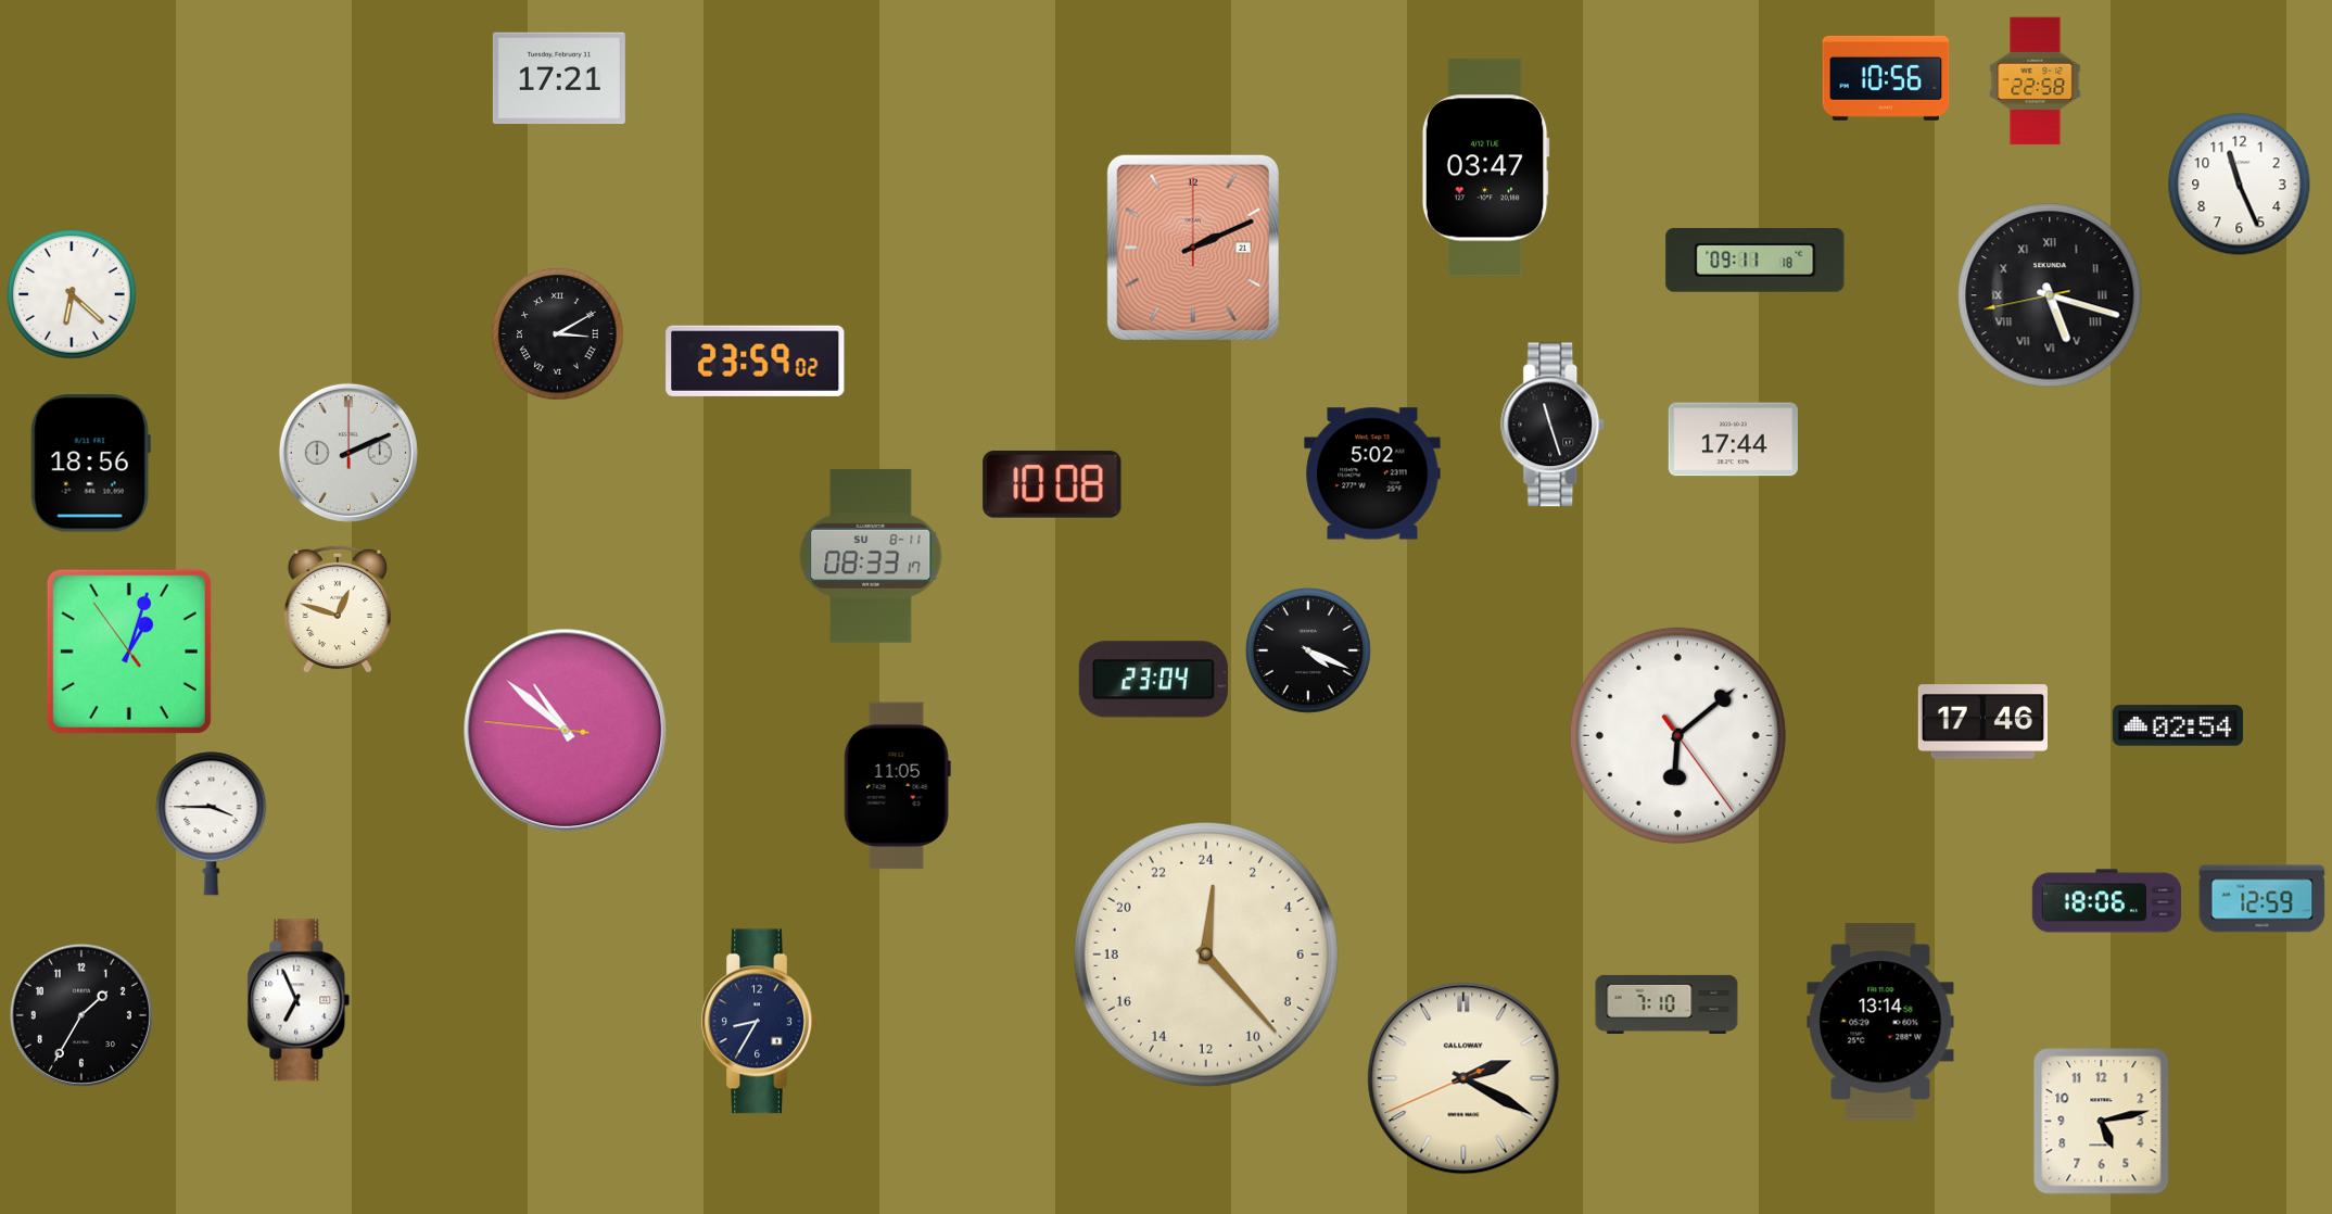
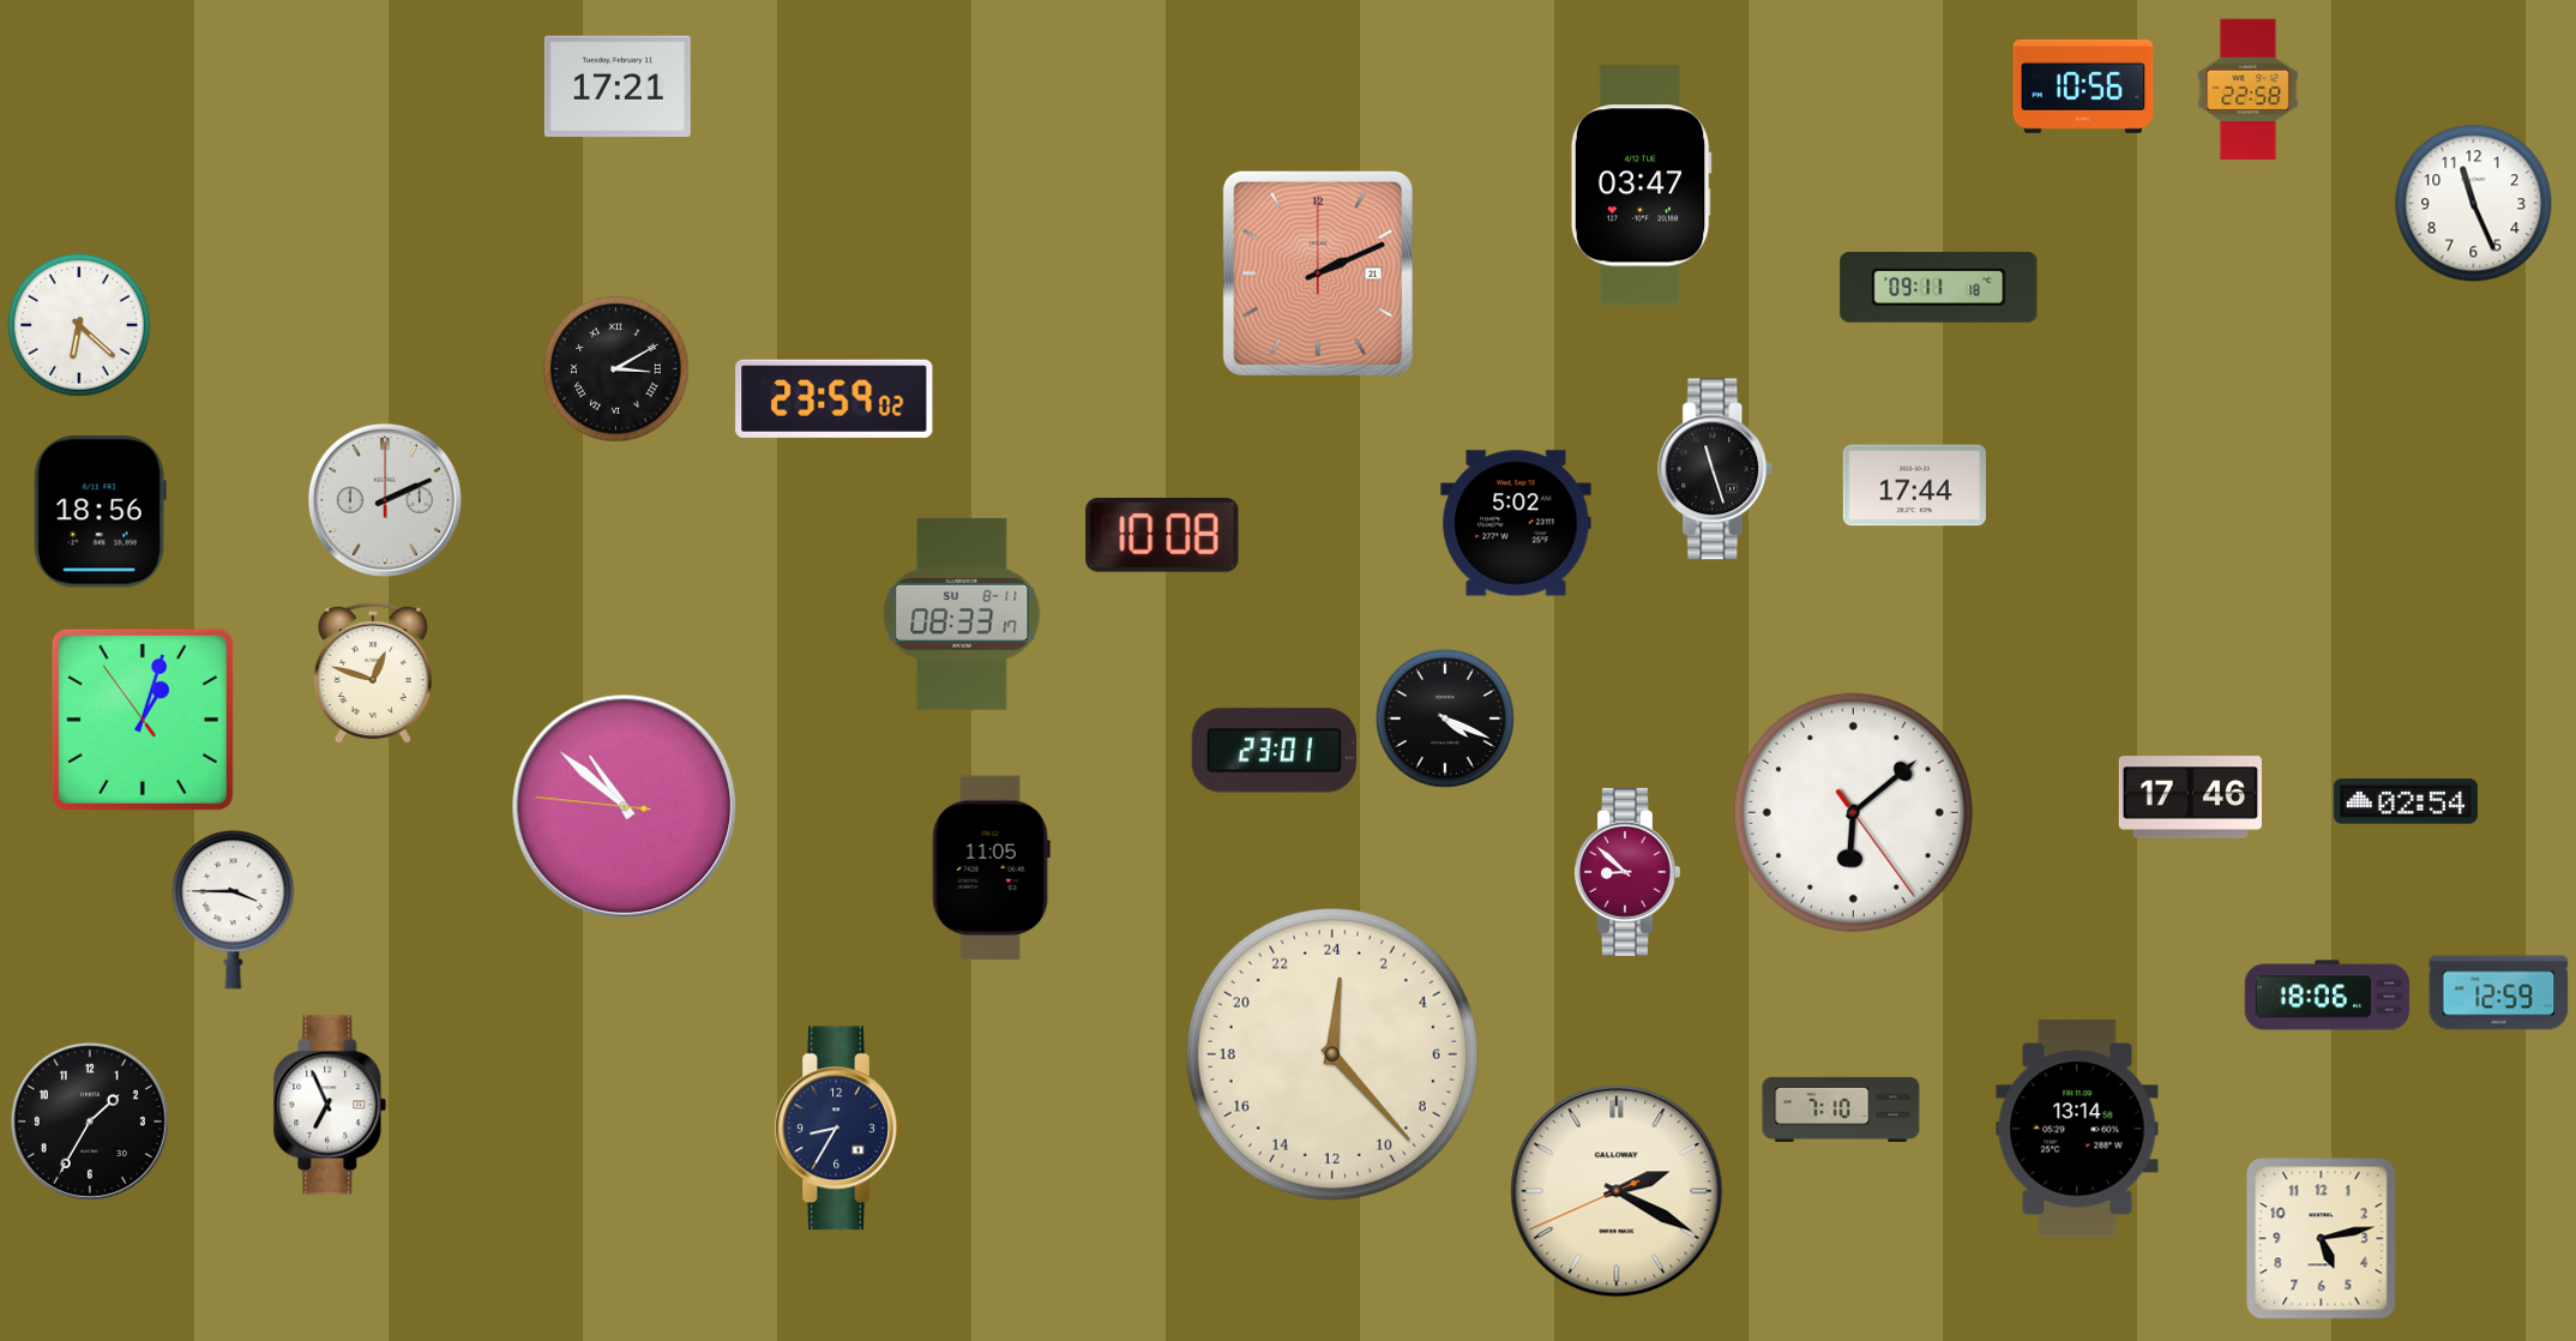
clock at (2050, 295): 5:17 -> none
clock at (1153, 680): 23:04 -> 23:01
clock at (1626, 872): none -> 8:52
